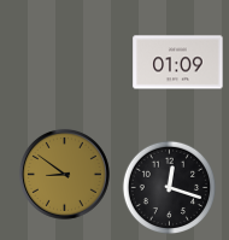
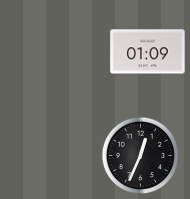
clock at (64, 174): 8:51 -> none
clock at (169, 187): 12:18 -> 12:34
